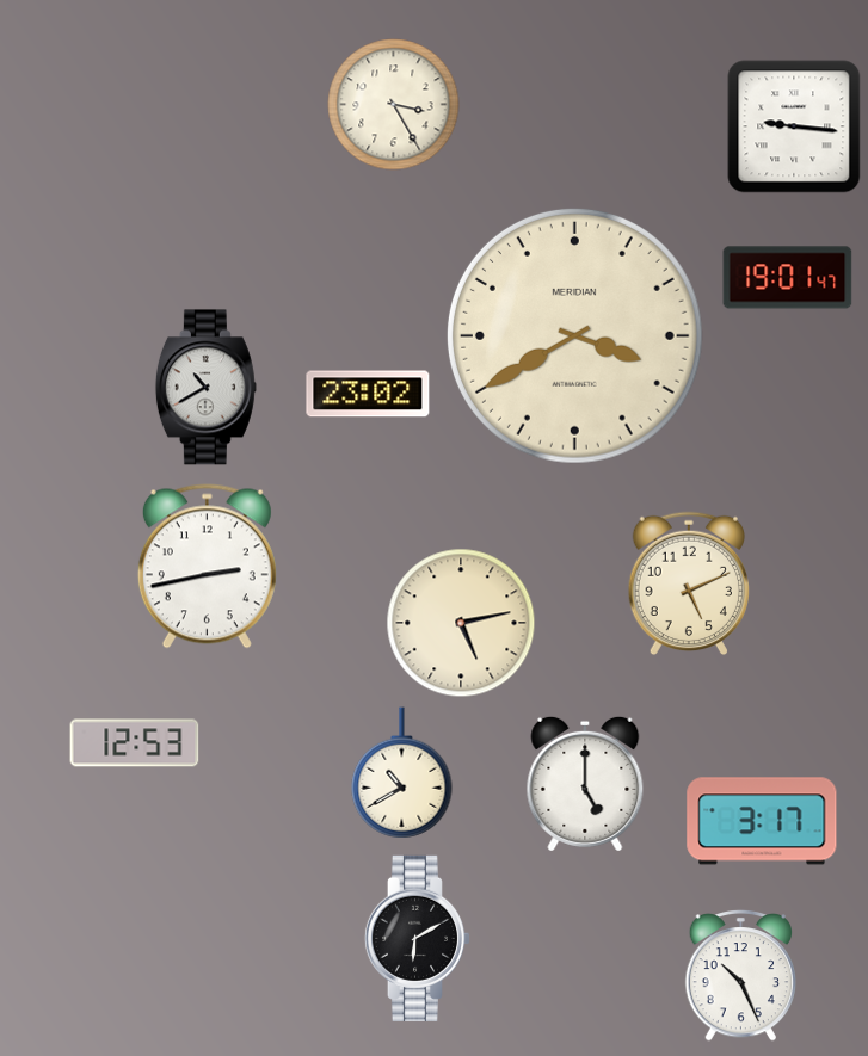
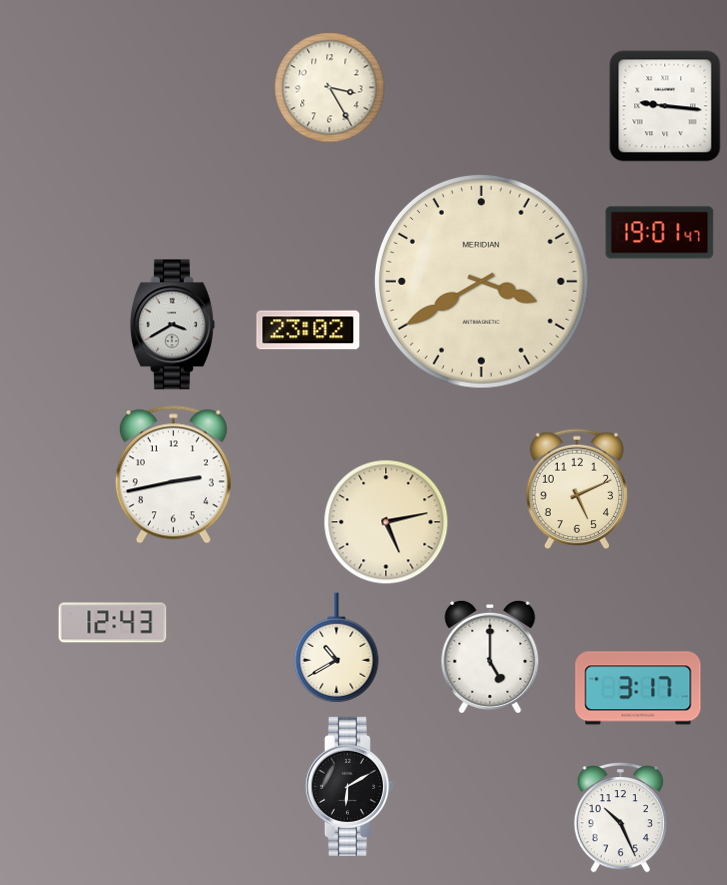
clock at (205, 388): 10:40 -> 3:40
clock at (135, 743): 12:53 -> 12:43
